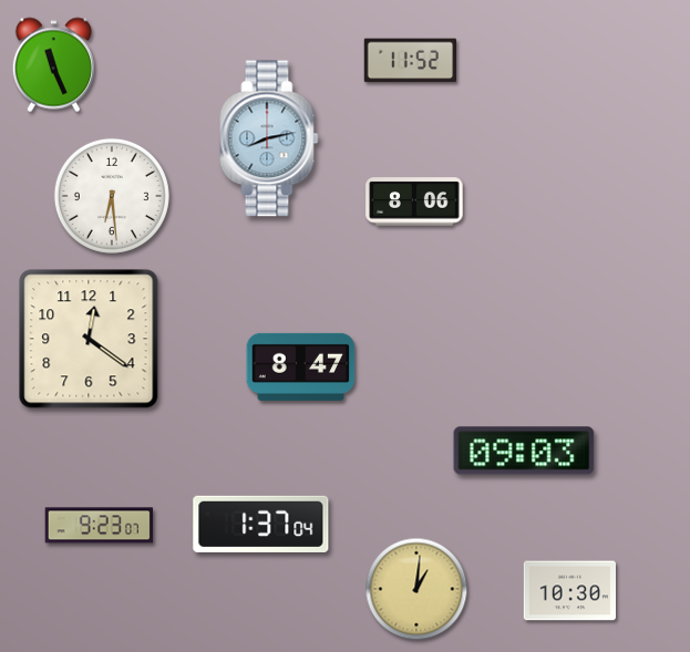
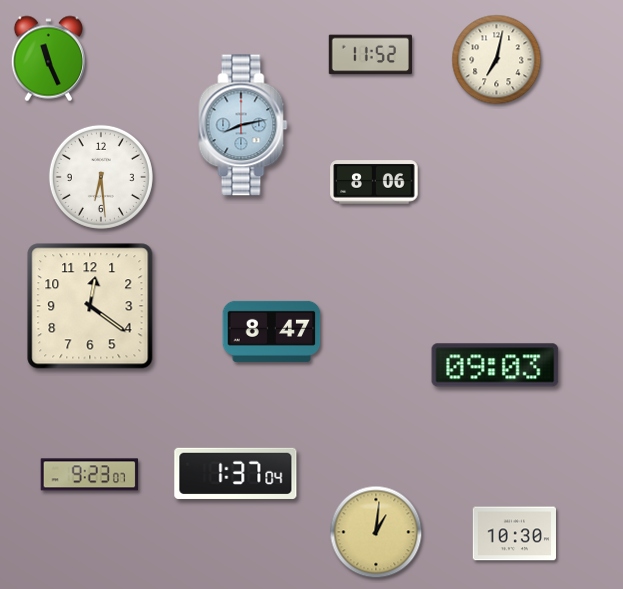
clock at (497, 60): none -> 7:02
clock at (89, 339) position: (89, 339) -> (90, 306)
clock at (524, 451) position: (524, 451) -> (495, 365)
